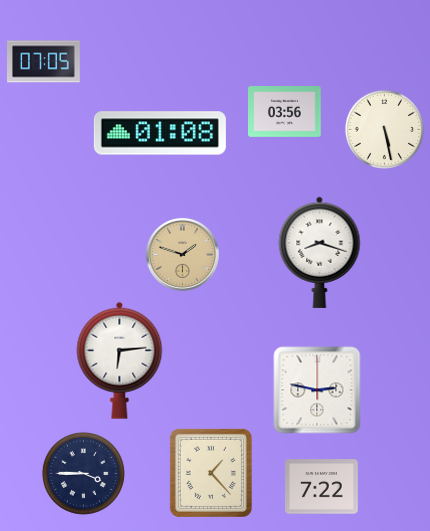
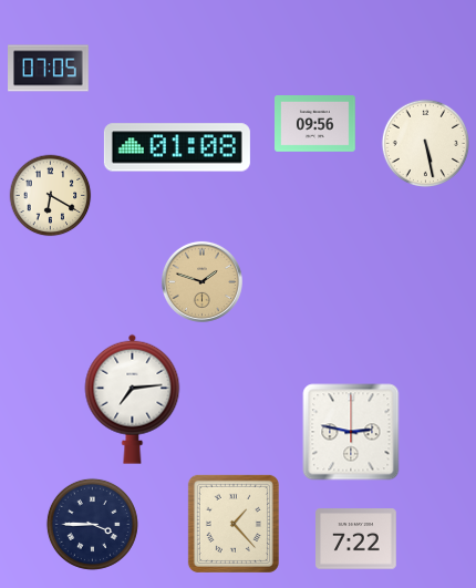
clock at (285, 112): 03:56 -> 09:56
clock at (51, 196): none -> 6:20
clock at (320, 252): 8:18 -> none
clock at (120, 360): 6:14 -> 7:14
